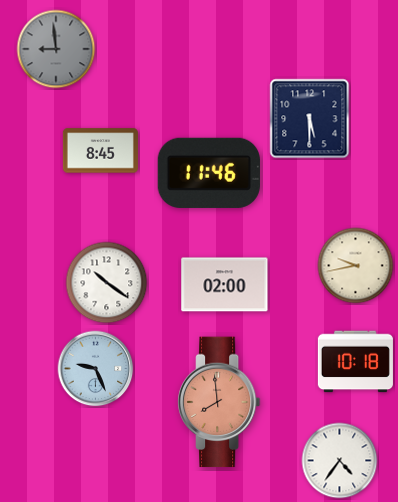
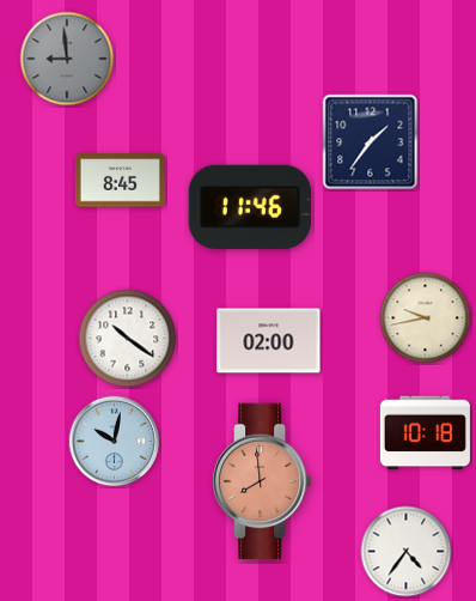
clock at (310, 119): 5:30 -> 1:36
clock at (96, 369): 9:26 -> 10:02
